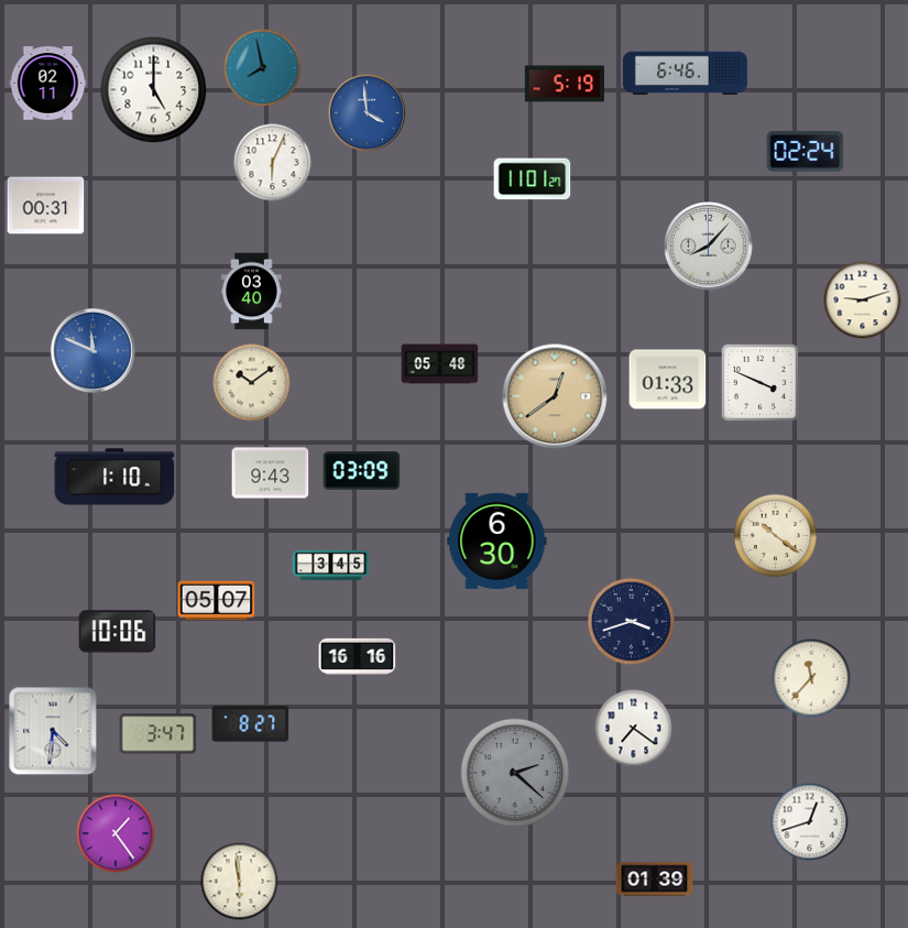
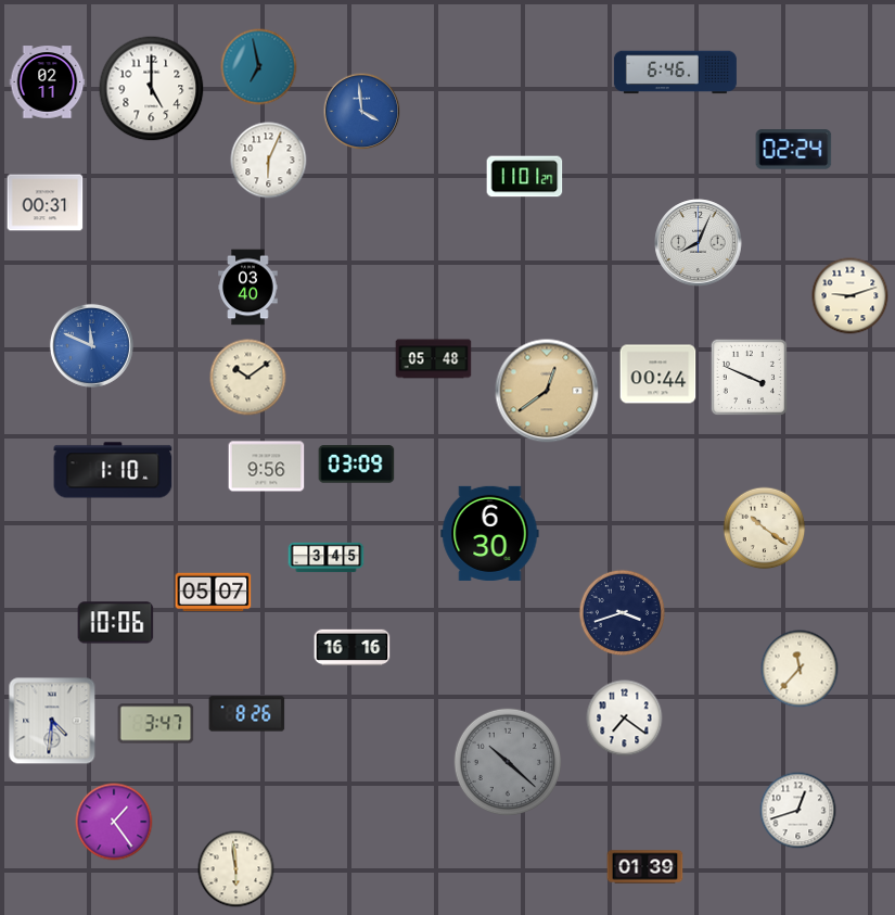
clock at (263, 68): 7:58 -> 6:58
clock at (565, 84): 5:19 -> none
clock at (709, 247): 8:07 -> 8:04
clock at (668, 380): 01:33 -> 00:44
clock at (271, 473): 9:43 -> 9:56
clock at (251, 724): 8:27 -> 8:26
clock at (515, 773): 2:22 -> 10:22
